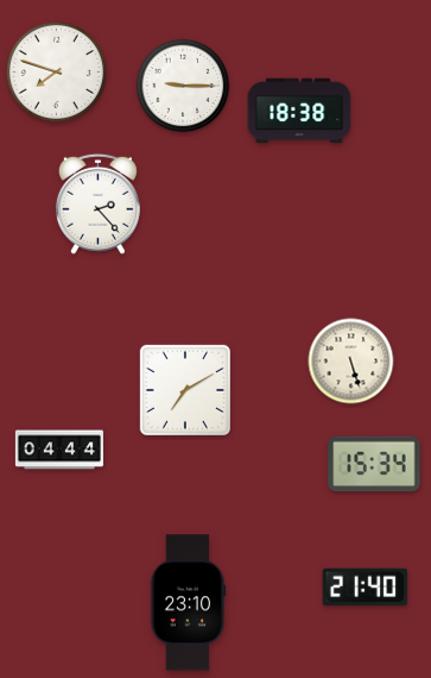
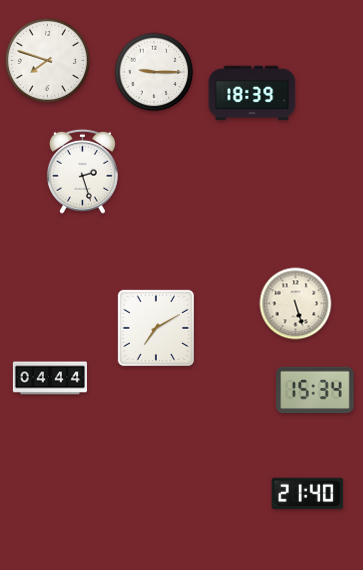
clock at (299, 111): 18:38 -> 18:39
clock at (97, 203): 2:23 -> 2:27
clock at (188, 603): 23:10 -> none
